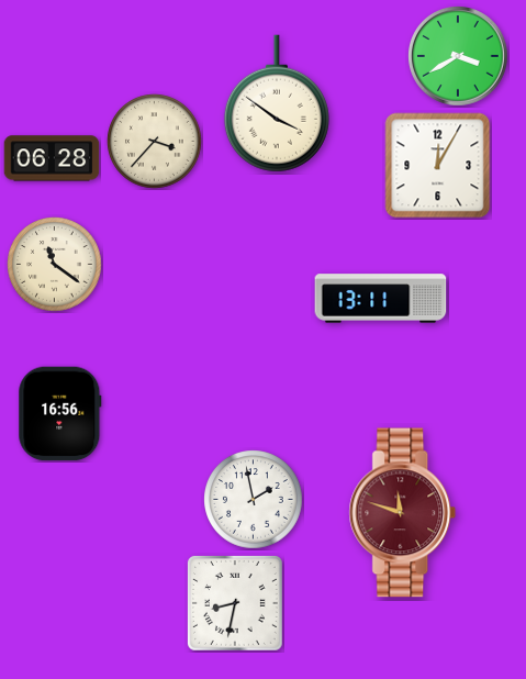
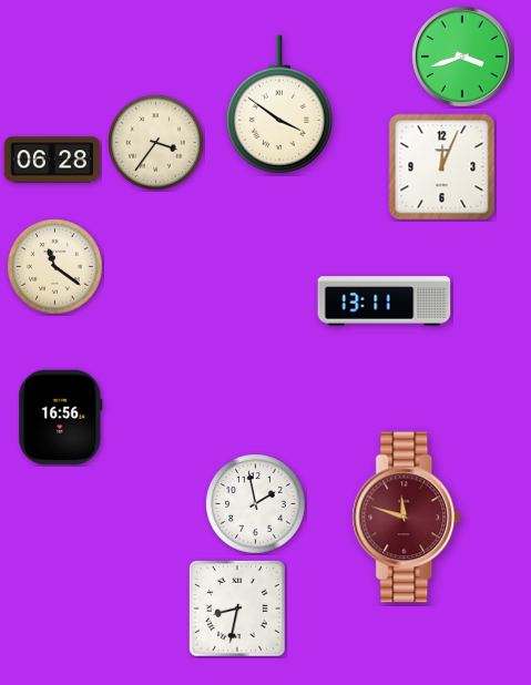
clock at (459, 57): 3:40 -> 3:42
clock at (155, 142): 3:37 -> 3:36
clock at (438, 166): 12:05 -> 12:04
